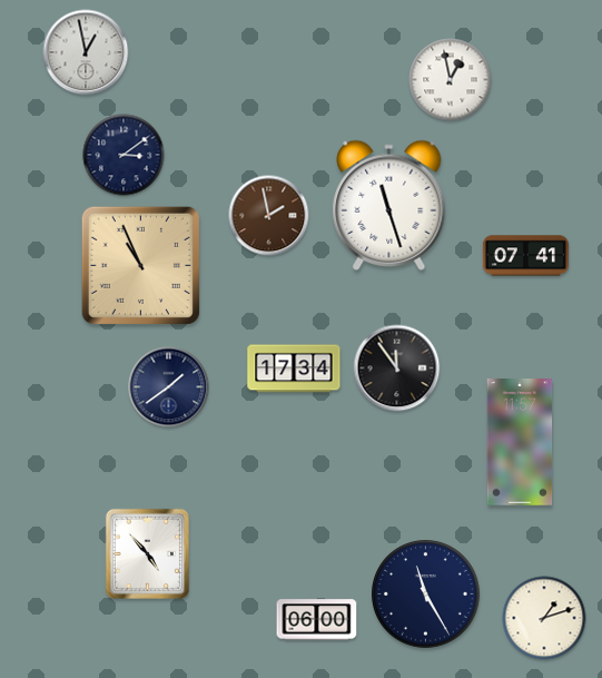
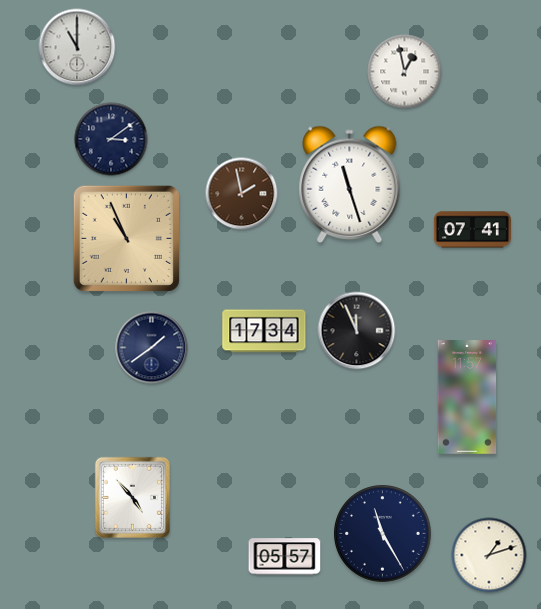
clock at (86, 52): 12:58 -> 11:00
clock at (397, 369): 11:54 -> 11:56
clock at (317, 620): 06:00 -> 05:57
